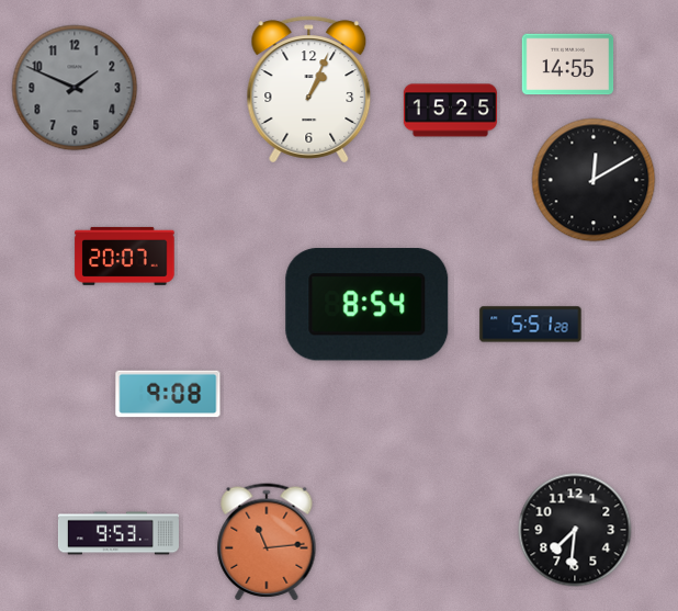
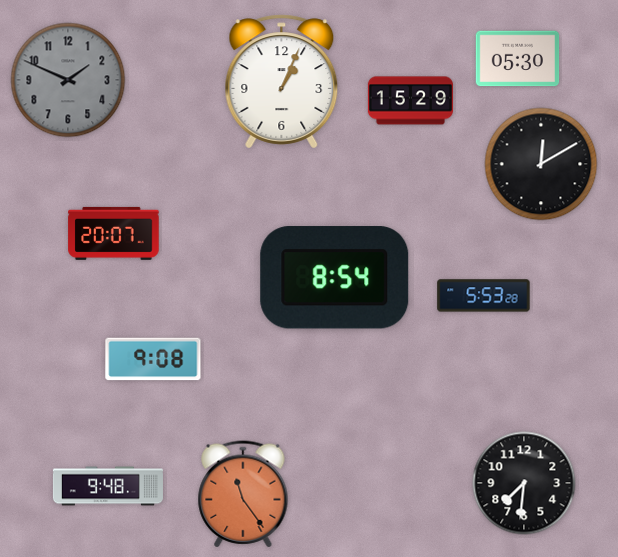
clock at (568, 65): 14:55 -> 05:30
clock at (450, 111): 15:25 -> 15:29
clock at (531, 325): 5:51 -> 5:53
clock at (118, 533): 9:53 -> 9:48
clock at (267, 542): 11:14 -> 11:24
